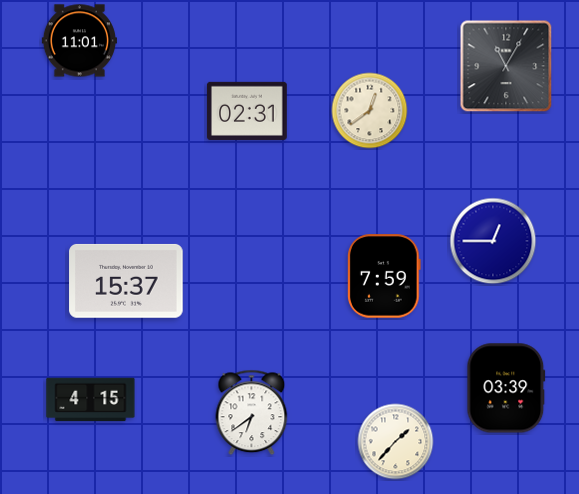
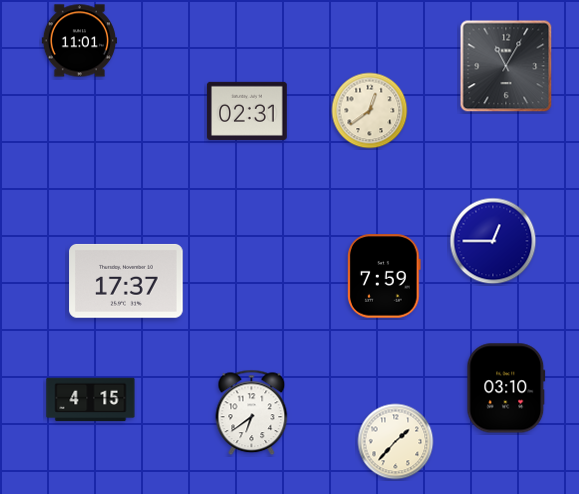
clock at (126, 281): 15:37 -> 17:37
clock at (506, 388): 03:39 -> 03:10
